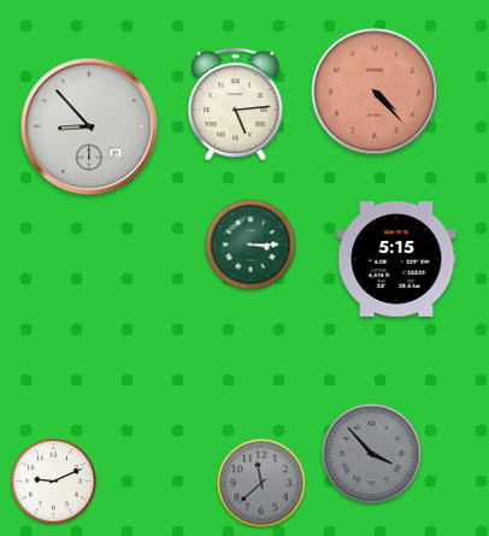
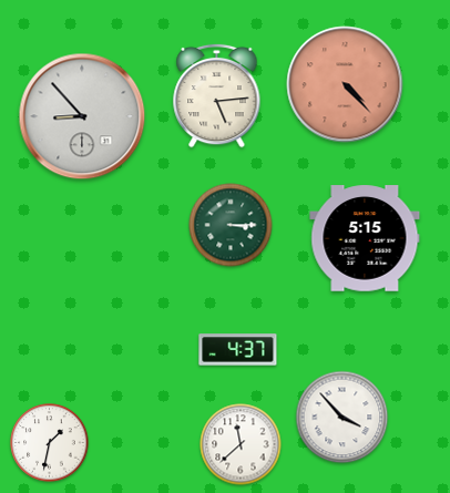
clock at (238, 350): none -> 4:37
clock at (372, 454) dial: grey -> white
clock at (54, 482): 9:11 -> 1:32
clock at (261, 483) dial: grey -> white
